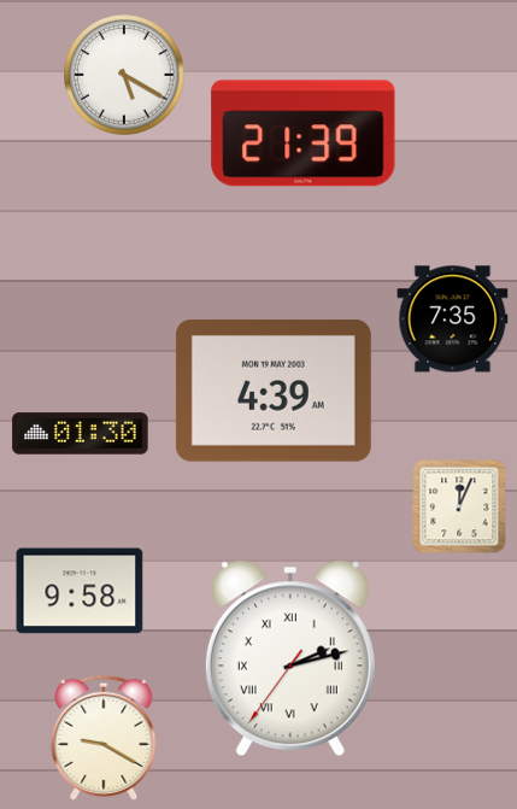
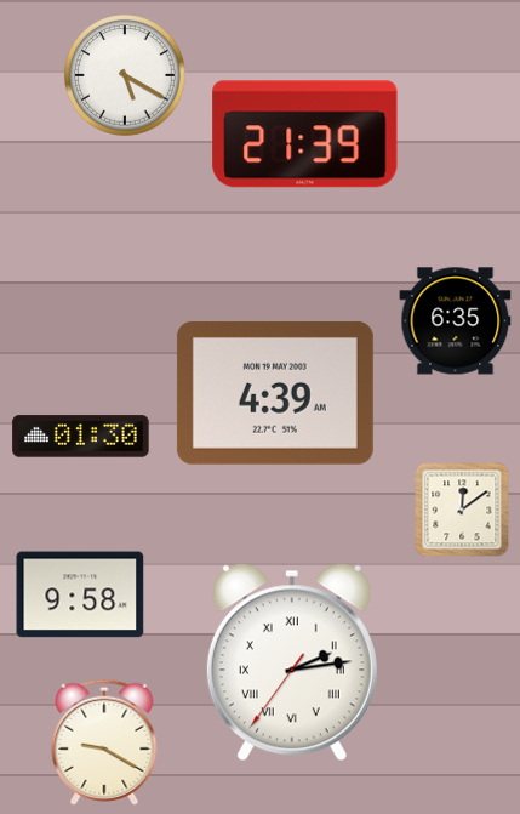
clock at (453, 320): 7:35 -> 6:35
clock at (459, 506): 12:04 -> 12:09
clock at (290, 658): 2:12 -> 2:13
